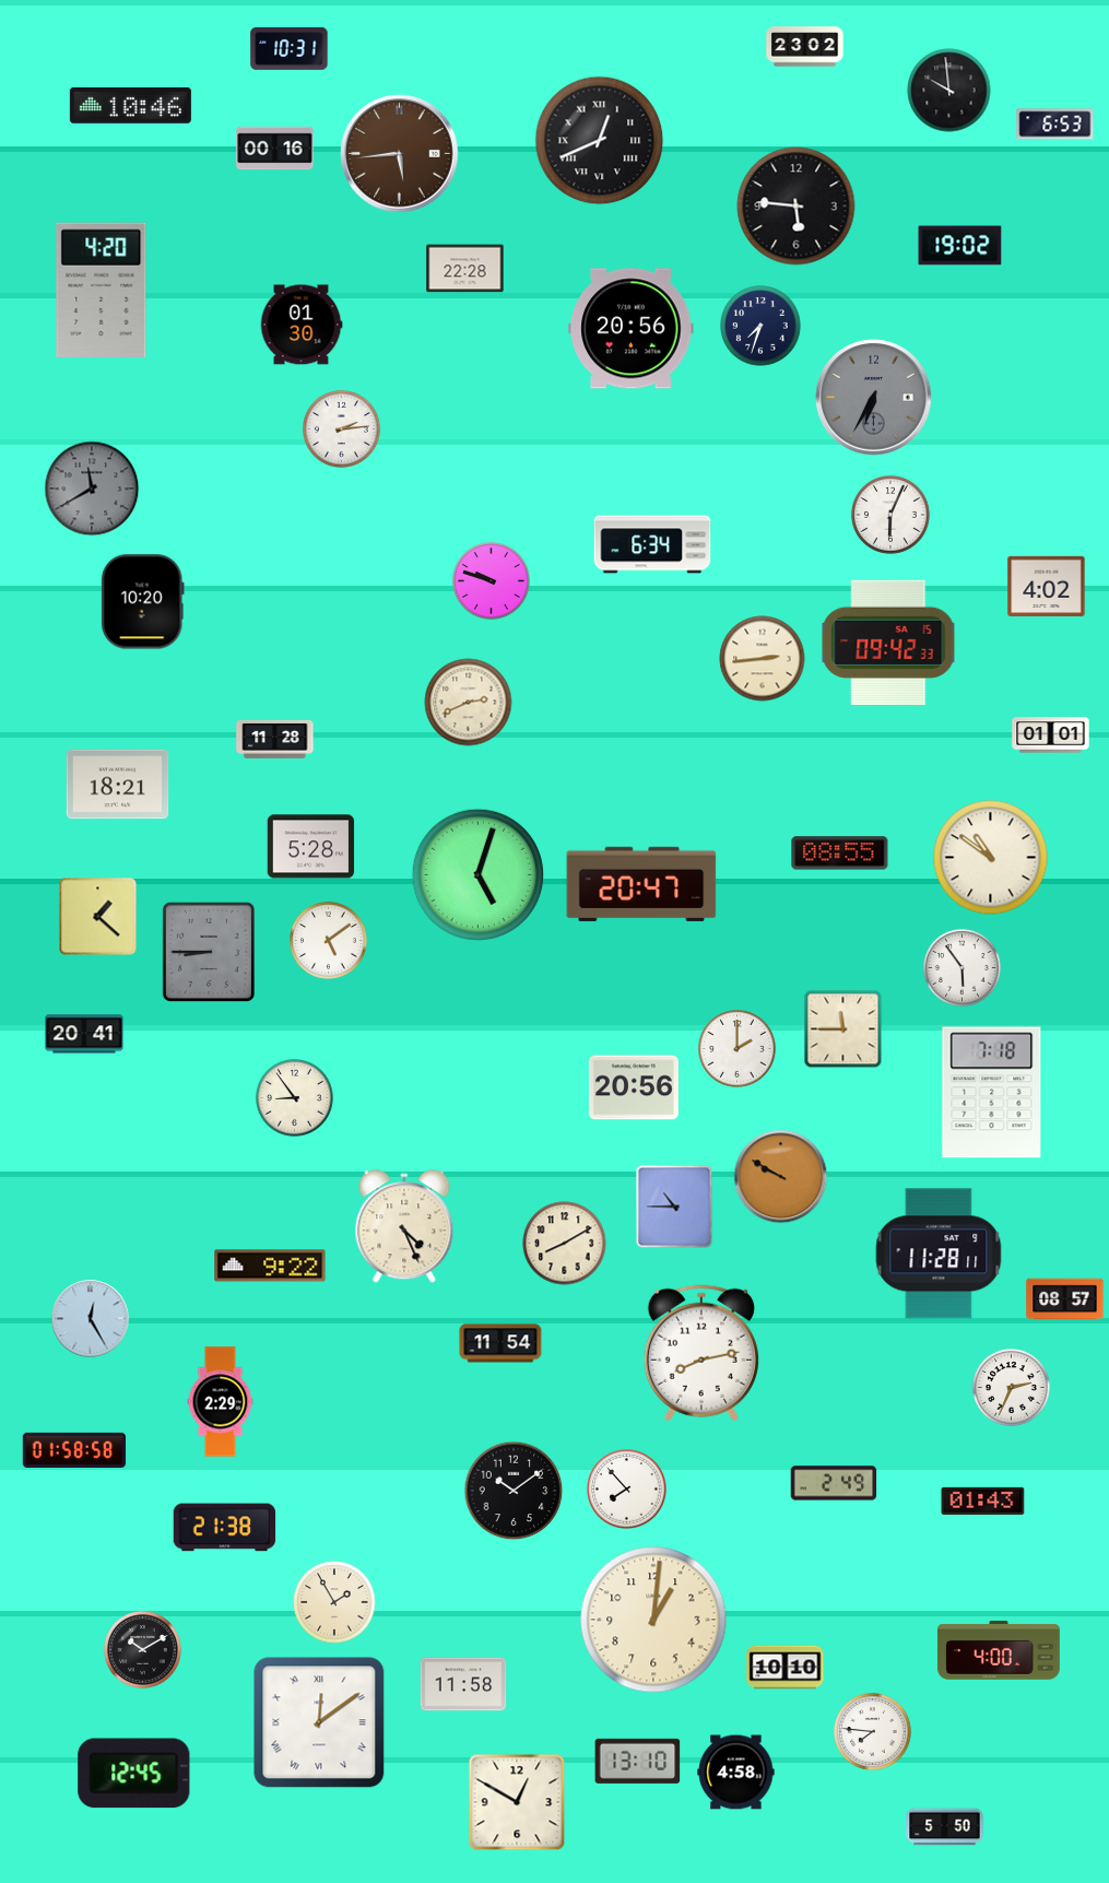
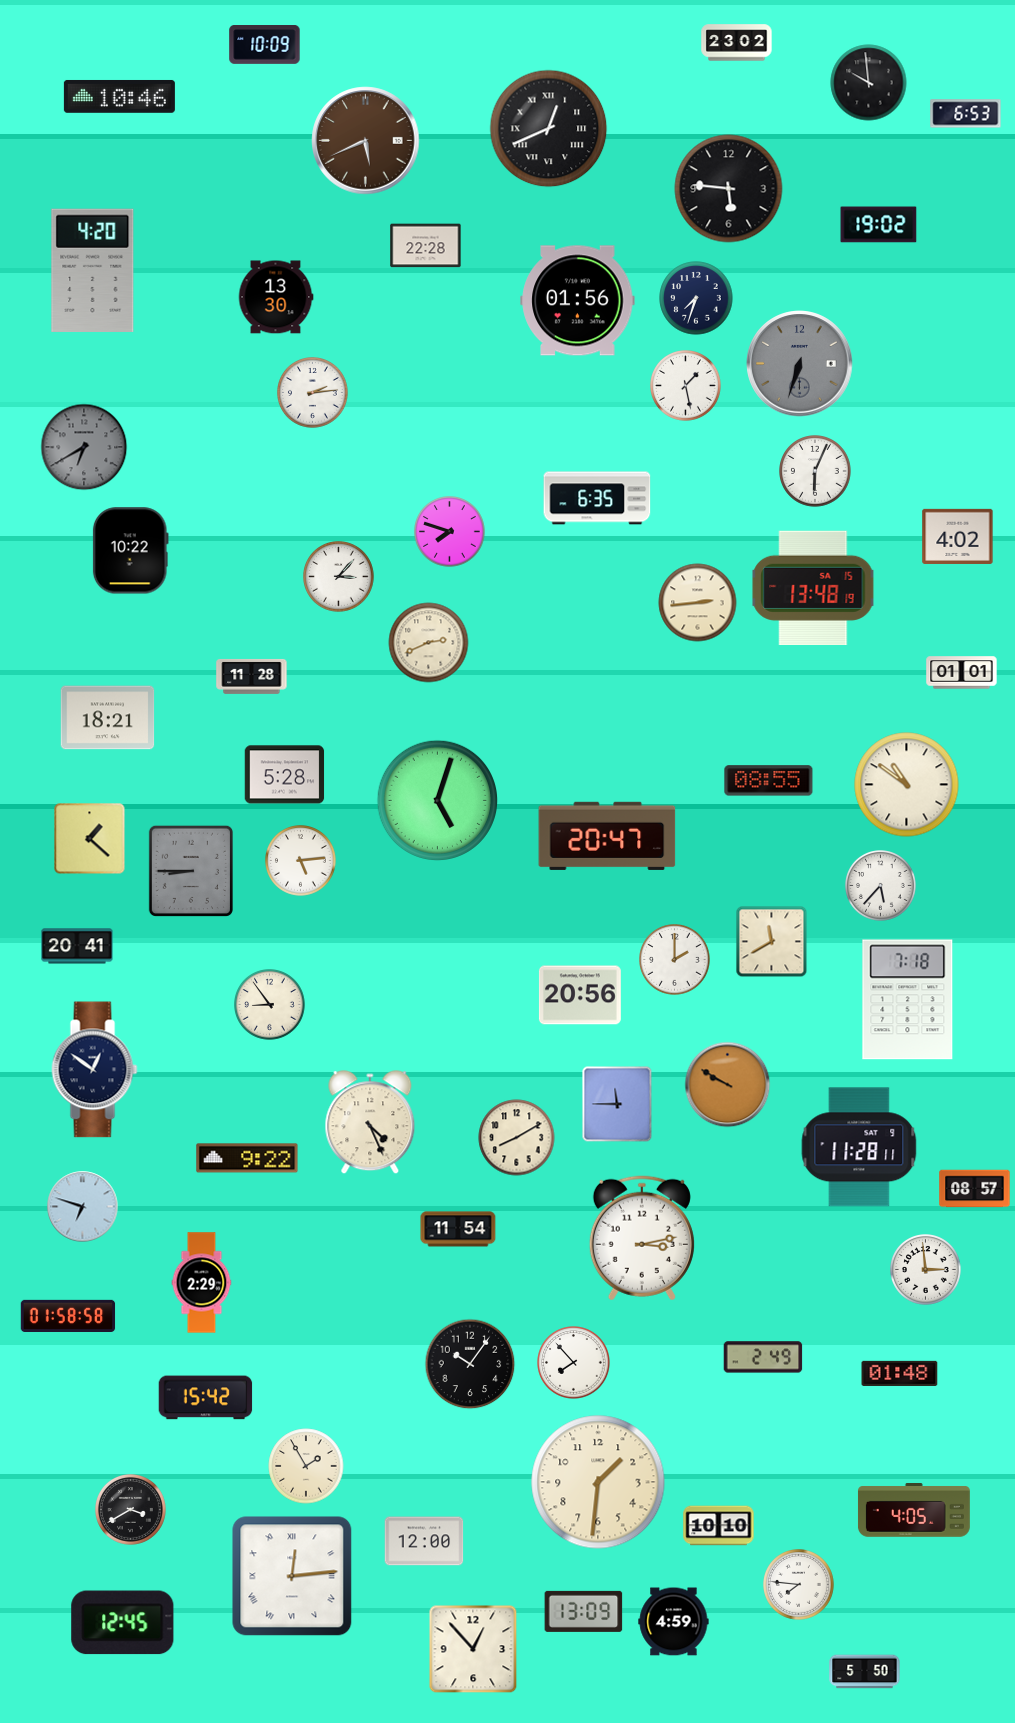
clock at (290, 49): 10:31 -> 10:09
clock at (275, 149): 00:16 -> none
clock at (400, 154): 5:44 -> 5:41
clock at (102, 290) position: (102, 290) -> (93, 270)
clock at (302, 325): 01:30 -> 13:30
clock at (632, 329): 20:56 -> 01:56
clock at (874, 398): 6:35 -> 6:33
clock at (686, 386): none -> 1:28
clock at (92, 489): 11:40 -> 6:40
clock at (652, 544): 6:34 -> 6:35
clock at (492, 581): 9:48 -> 7:48
clock at (142, 602): 10:20 -> 10:22
clock at (339, 577): none -> 3:07
clock at (888, 642): 09:42 -> 13:48
clock at (641, 884) position: (641, 884) -> (607, 836)
clock at (329, 941): 5:09 -> 5:14
clock at (963, 968): 5:54 -> 5:37
clock at (843, 1029): 11:45 -> 11:40
clock at (95, 1070): none -> 12:51
clock at (781, 1177) position: (781, 1177) -> (728, 1085)
clock at (674, 1207): 10:45 -> 11:45
clock at (91, 1319): 12:25 -> 6:48
clock at (701, 1353): 8:13 -> 3:13
clock at (1012, 1388): 2:34 -> 2:59
clock at (74, 1449) position: (74, 1449) -> (68, 1315)
clock at (514, 1491): 10:09 -> 10:06
clock at (983, 1500): 01:43 -> 01:48
clock at (225, 1528): 21:38 -> 15:42
clock at (653, 1620): 1:01 -> 1:31
clock at (143, 1650): 10:10 -> 3:40
clock at (999, 1651): 4:00 -> 4:05
clock at (463, 1684): 11:58 -> 12:00
clock at (319, 1722): 12:09 -> 12:14
clock at (638, 1761): 13:10 -> 13:09
clock at (736, 1773): 4:58 -> 4:59
clock at (517, 1802): 12:50 -> 12:53
